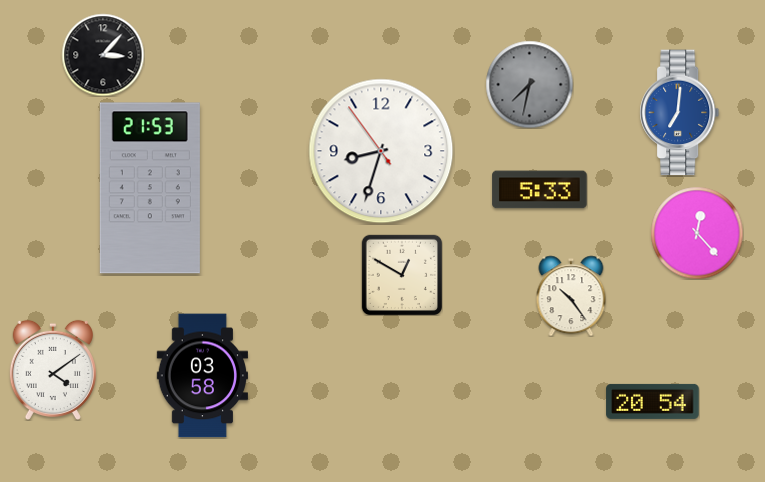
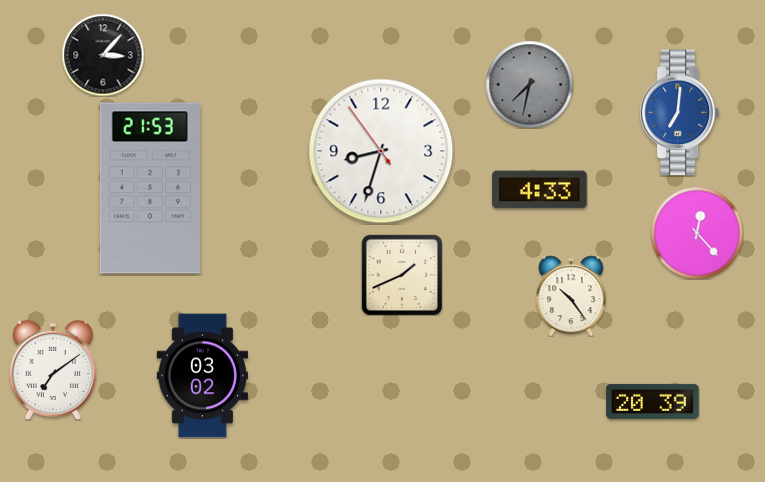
clock at (540, 190): 5:33 -> 4:33
clock at (401, 274): 12:50 -> 1:41
clock at (53, 369): 4:09 -> 7:09
clock at (202, 376): 03:58 -> 03:02
clock at (653, 401): 20:54 -> 20:39
